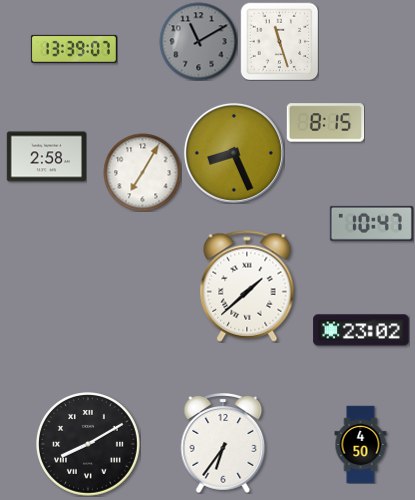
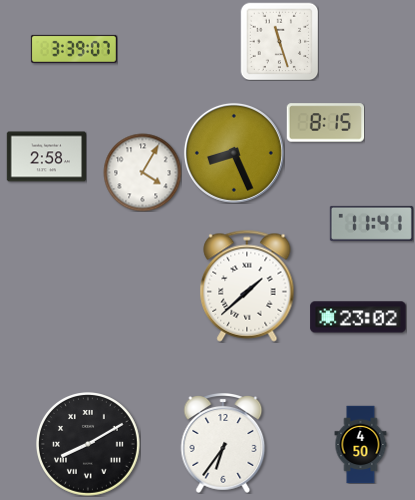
clock at (198, 41): 11:10 -> none
clock at (74, 49): 13:39 -> 3:39
clock at (142, 172): 7:05 -> 4:05
clock at (371, 223): 10:47 -> 11:41
clock at (361, 330) position: (361, 330) -> (358, 317)
